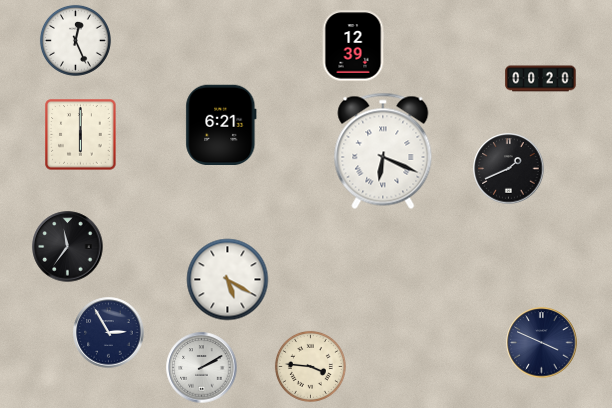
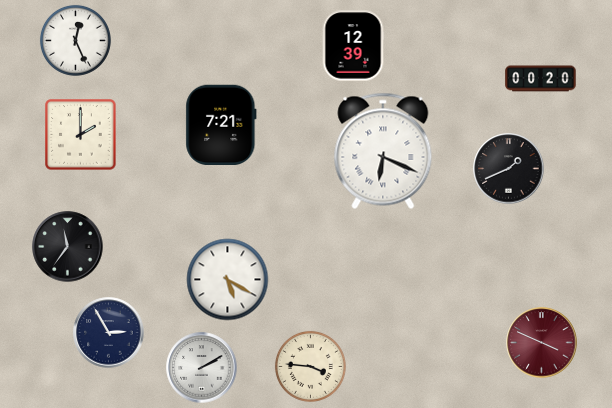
clock at (221, 125): 6:21 -> 7:21
clock at (81, 135): 6:00 -> 2:00
clock at (542, 343) dial: navy -> burgundy
